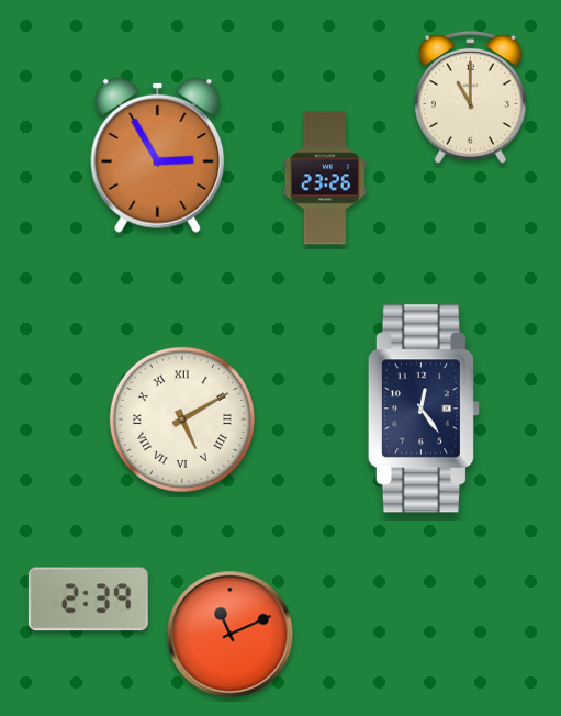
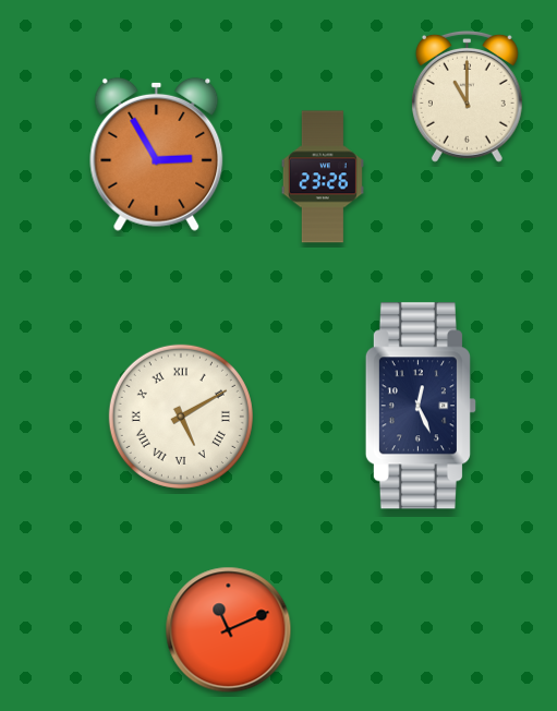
clock at (424, 409): 12:24 -> 12:26
clock at (88, 600): 2:39 -> none
